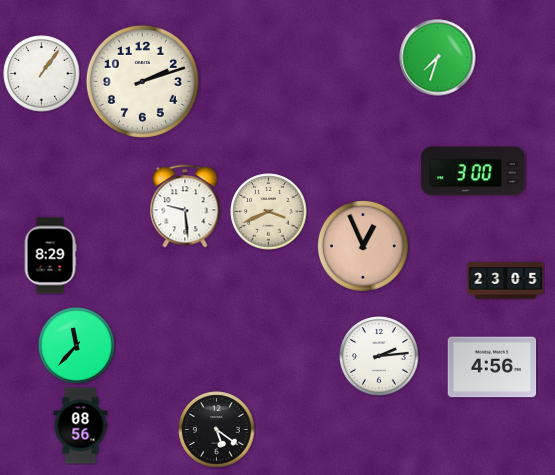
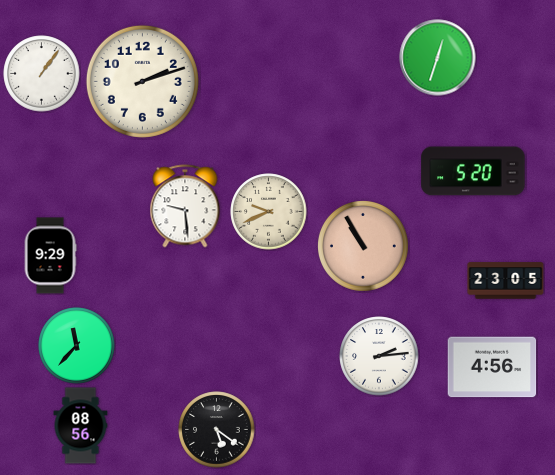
clock at (438, 58): 7:33 -> 12:33
clock at (473, 171): 3:00 -> 5:20
clock at (269, 212): 3:41 -> 9:41
clock at (363, 246): 12:56 -> 10:55
clock at (50, 256): 8:29 -> 9:29
